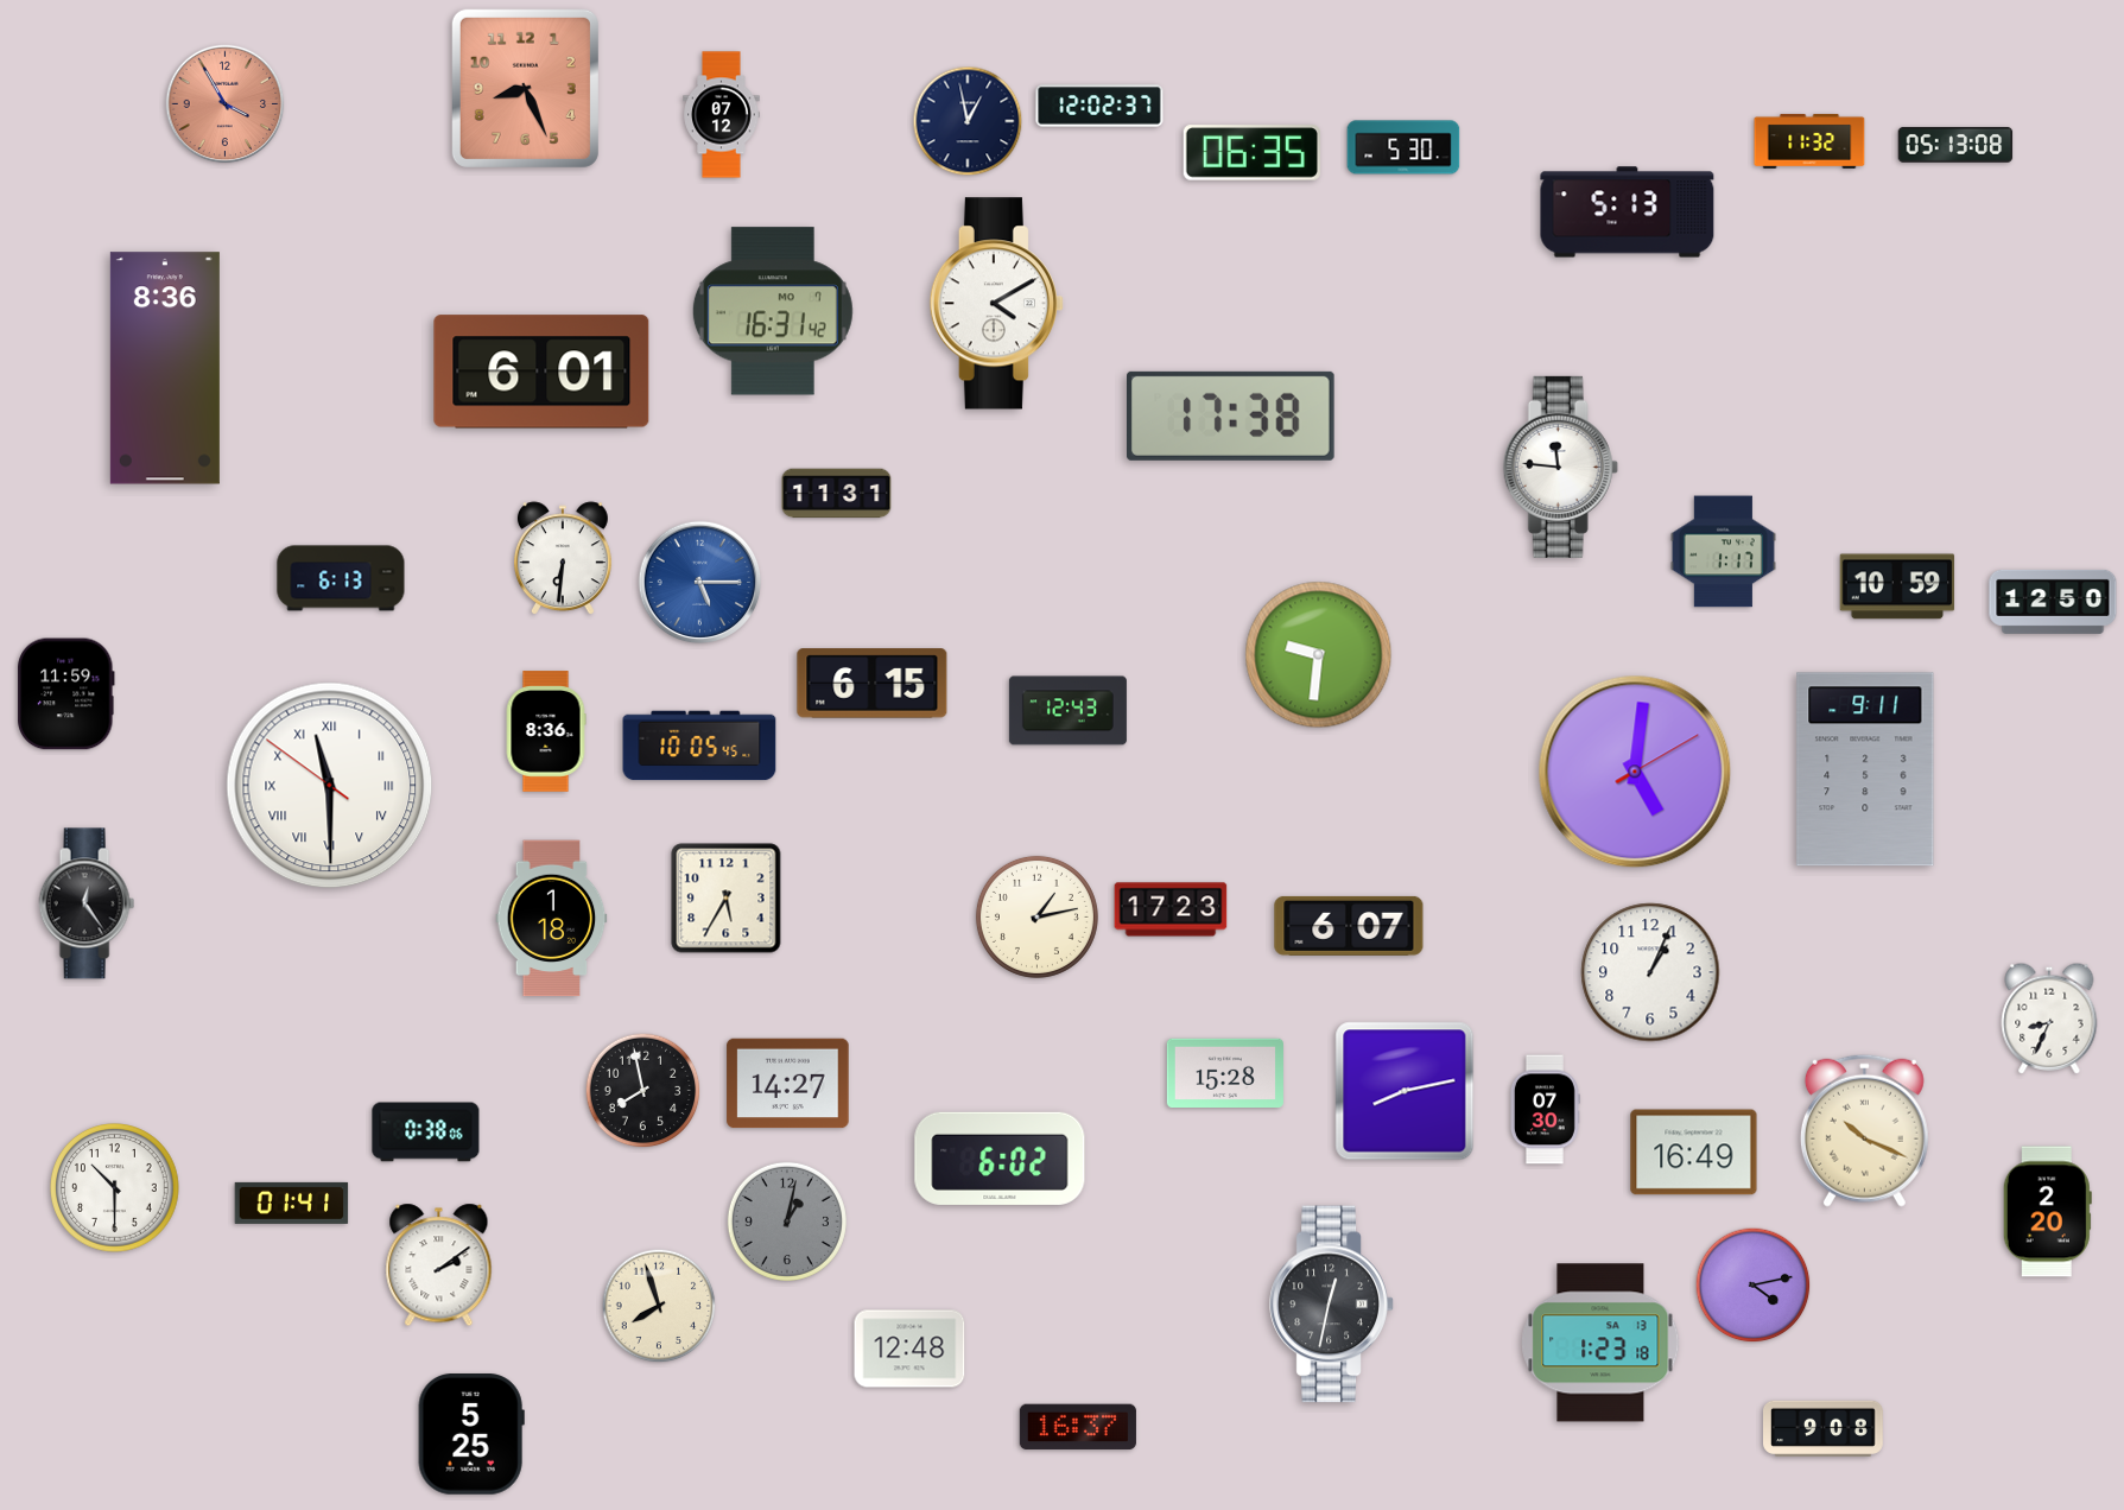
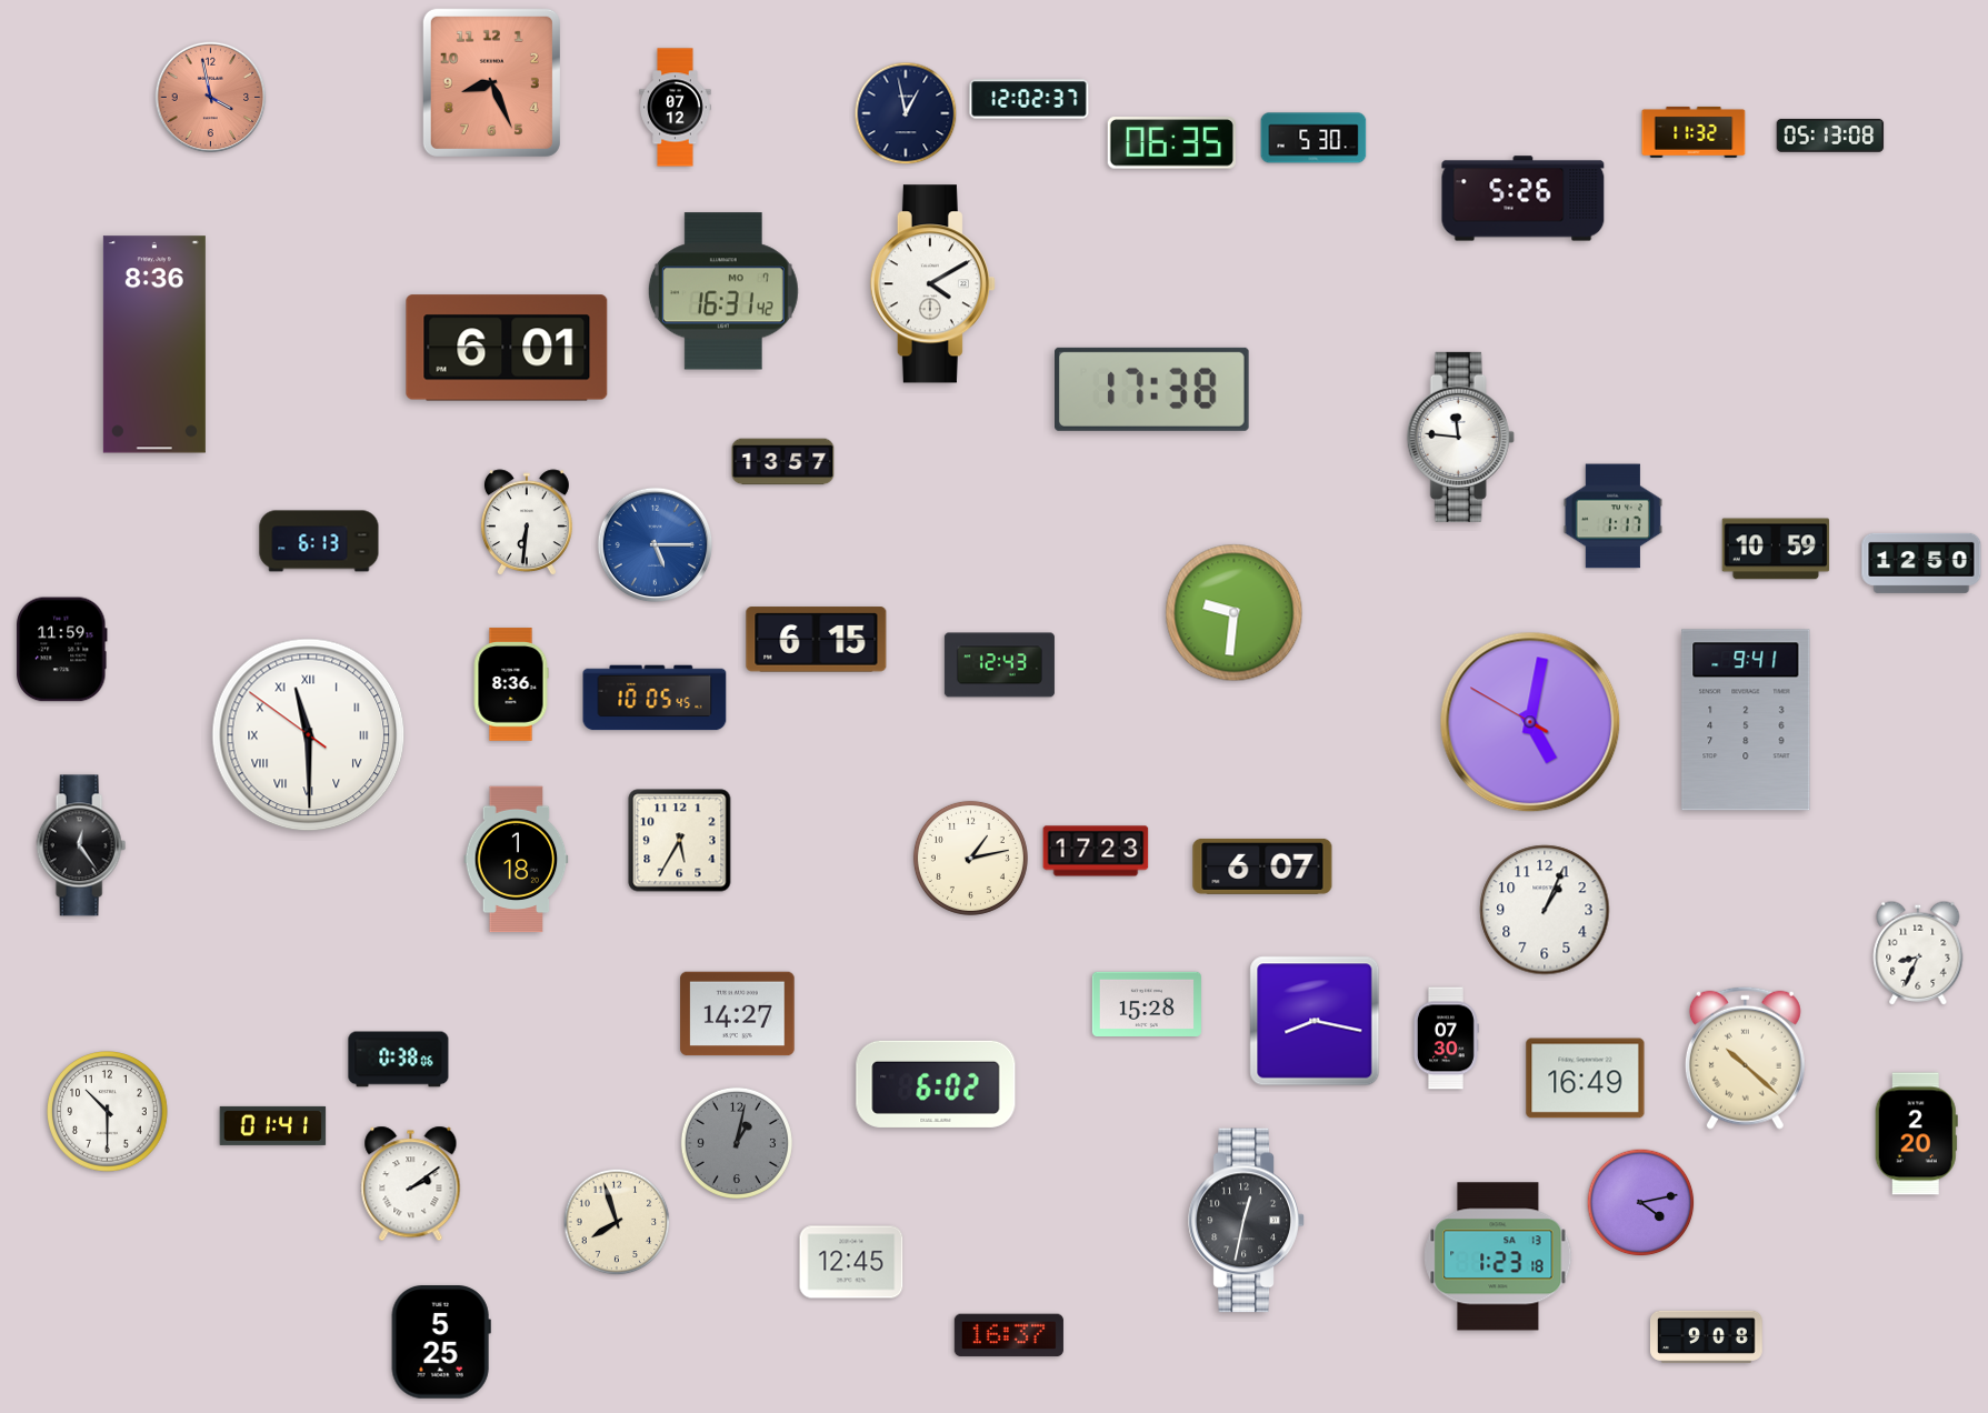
clock at (226, 104): 3:55 -> 3:58
clock at (1628, 212): 5:13 -> 5:26
clock at (837, 494): 11:31 -> 13:57
clock at (1865, 769): 9:11 -> 9:41
clock at (1635, 772): 5:01:10 -> 5:01:50
clock at (643, 1091): 7:58 -> none
clock at (1405, 1091): 8:13 -> 8:17
clock at (1864, 1130): 10:19 -> 10:22
clock at (909, 1349): 12:48 -> 12:45
